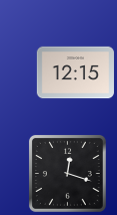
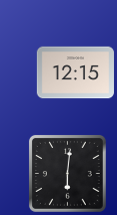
clock at (67, 173): 12:18 -> 6:01
